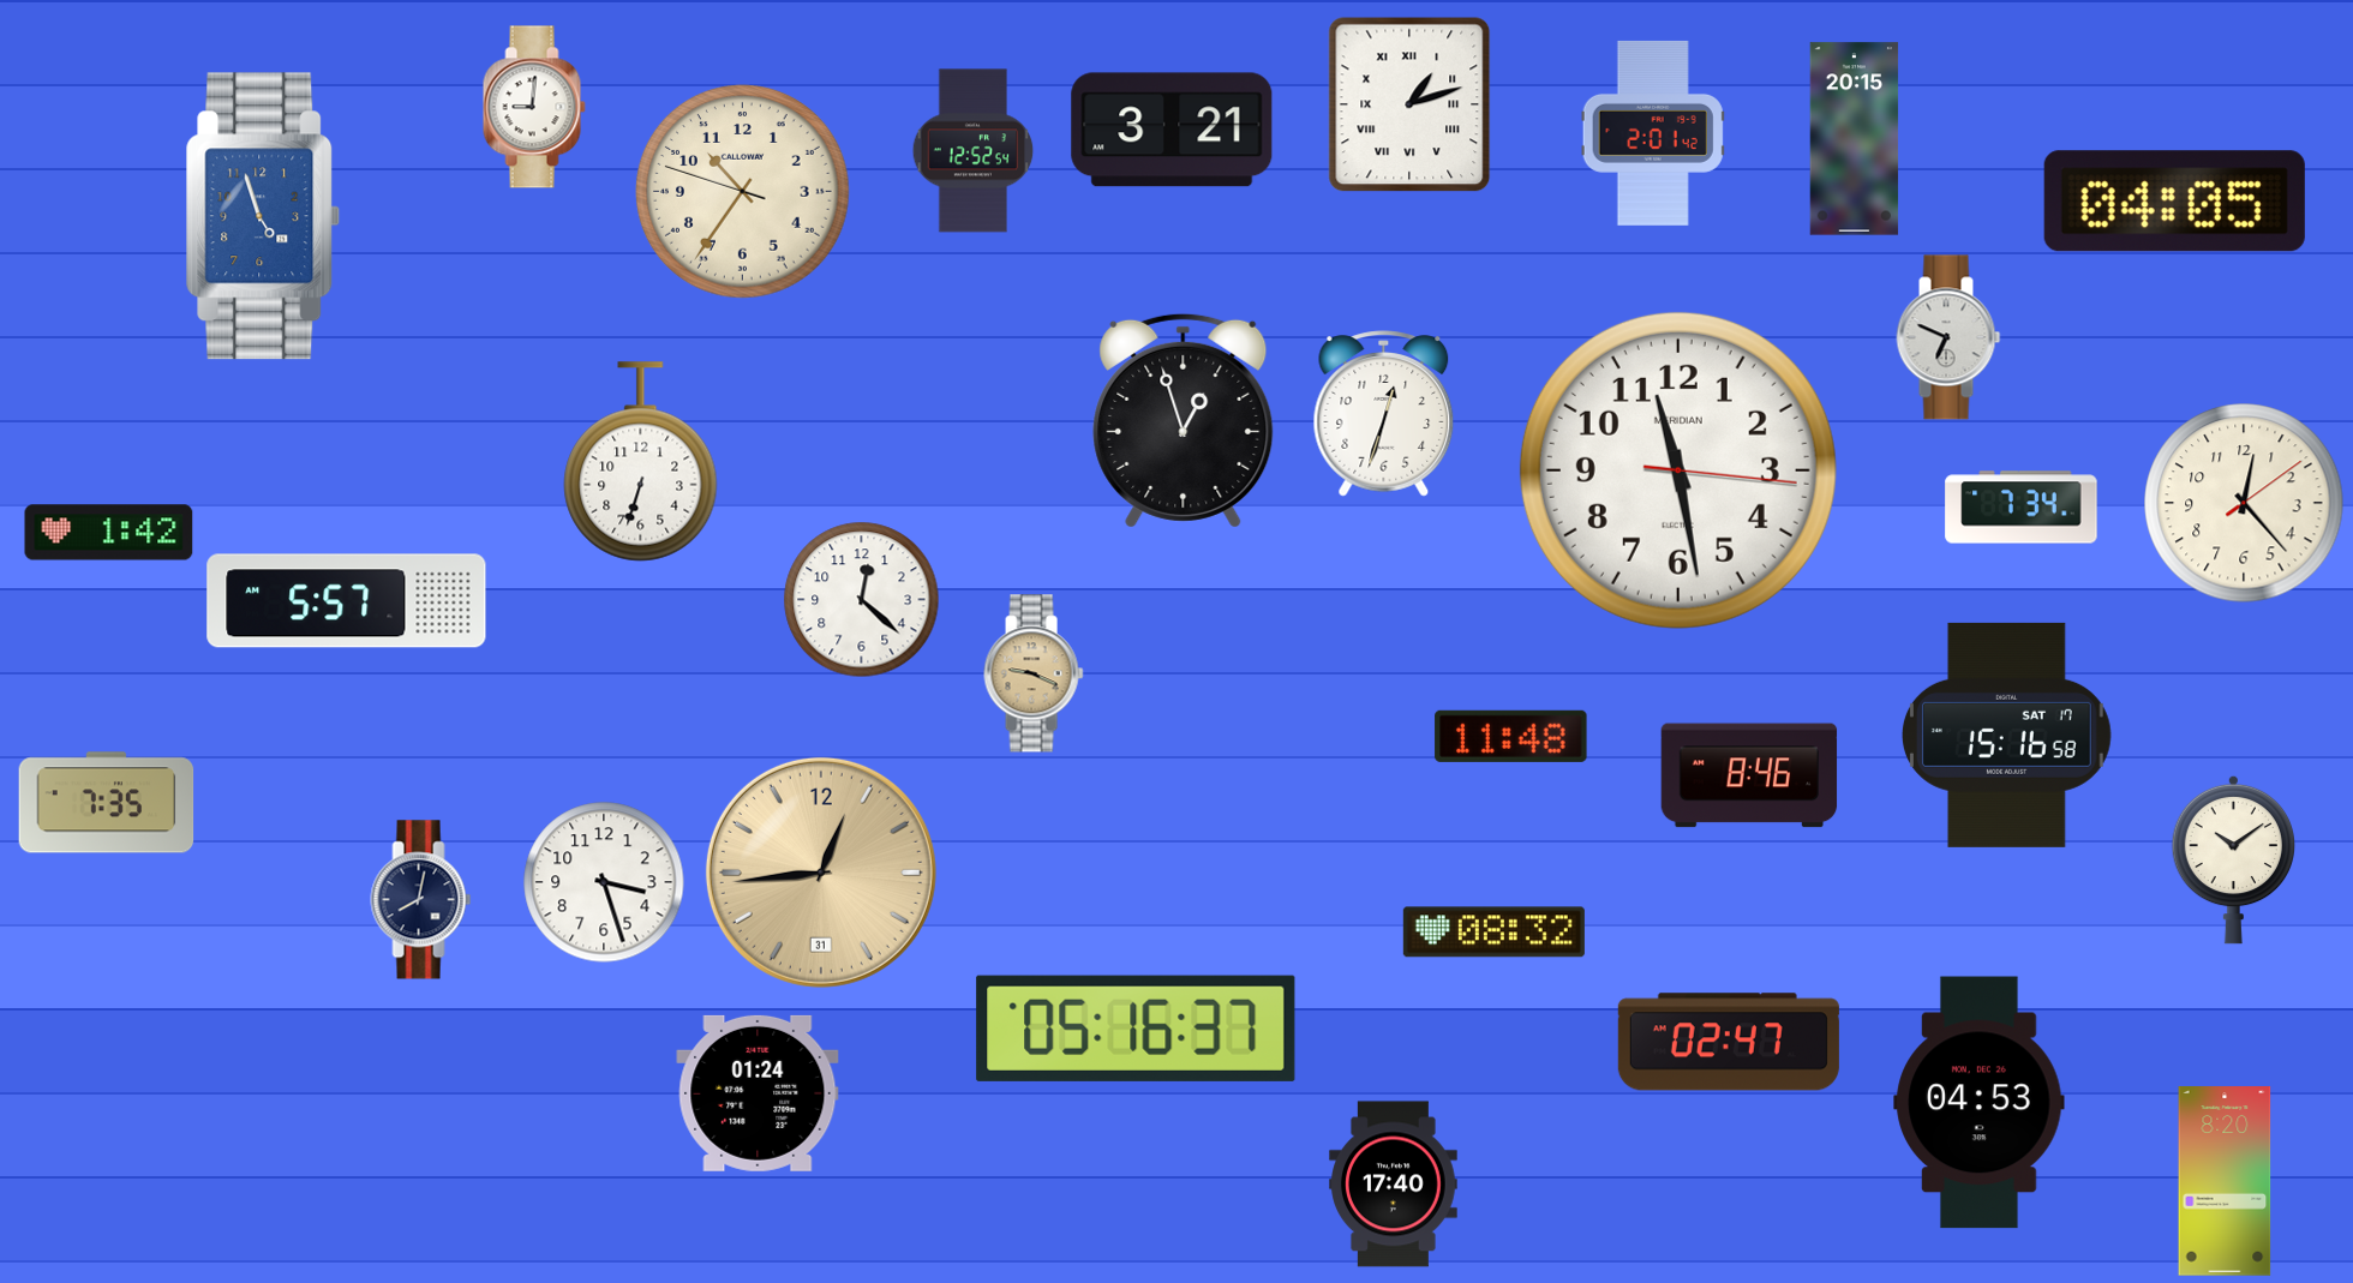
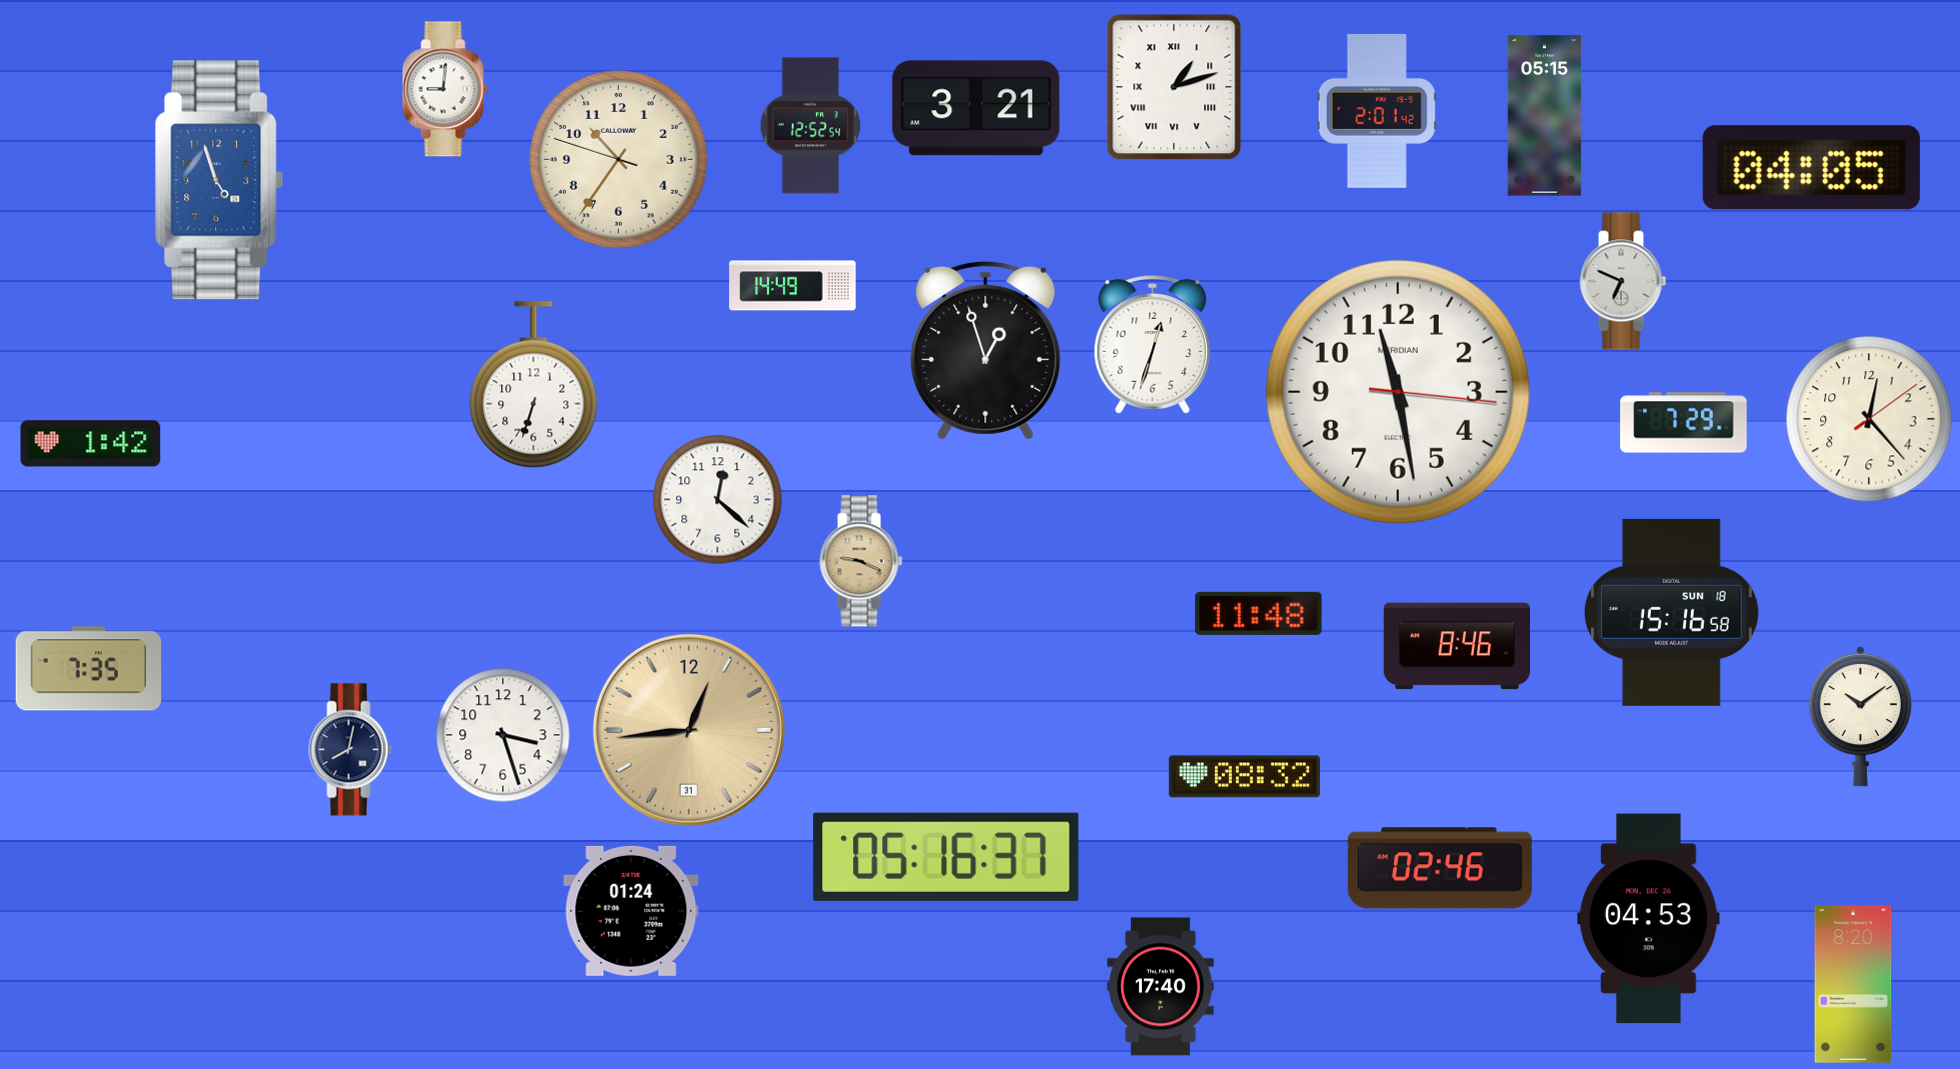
clock at (1855, 139): 20:15 -> 05:15
clock at (793, 286): none -> 14:49
clock at (2022, 508): 7:34 -> 7:29
clock at (347, 601): 5:57 -> none
clock at (2007, 735) date: SAT 17 -> SUN 18
clock at (821, 873) position: (821, 873) -> (689, 730)
clock at (1729, 1042): 02:47 -> 02:46
